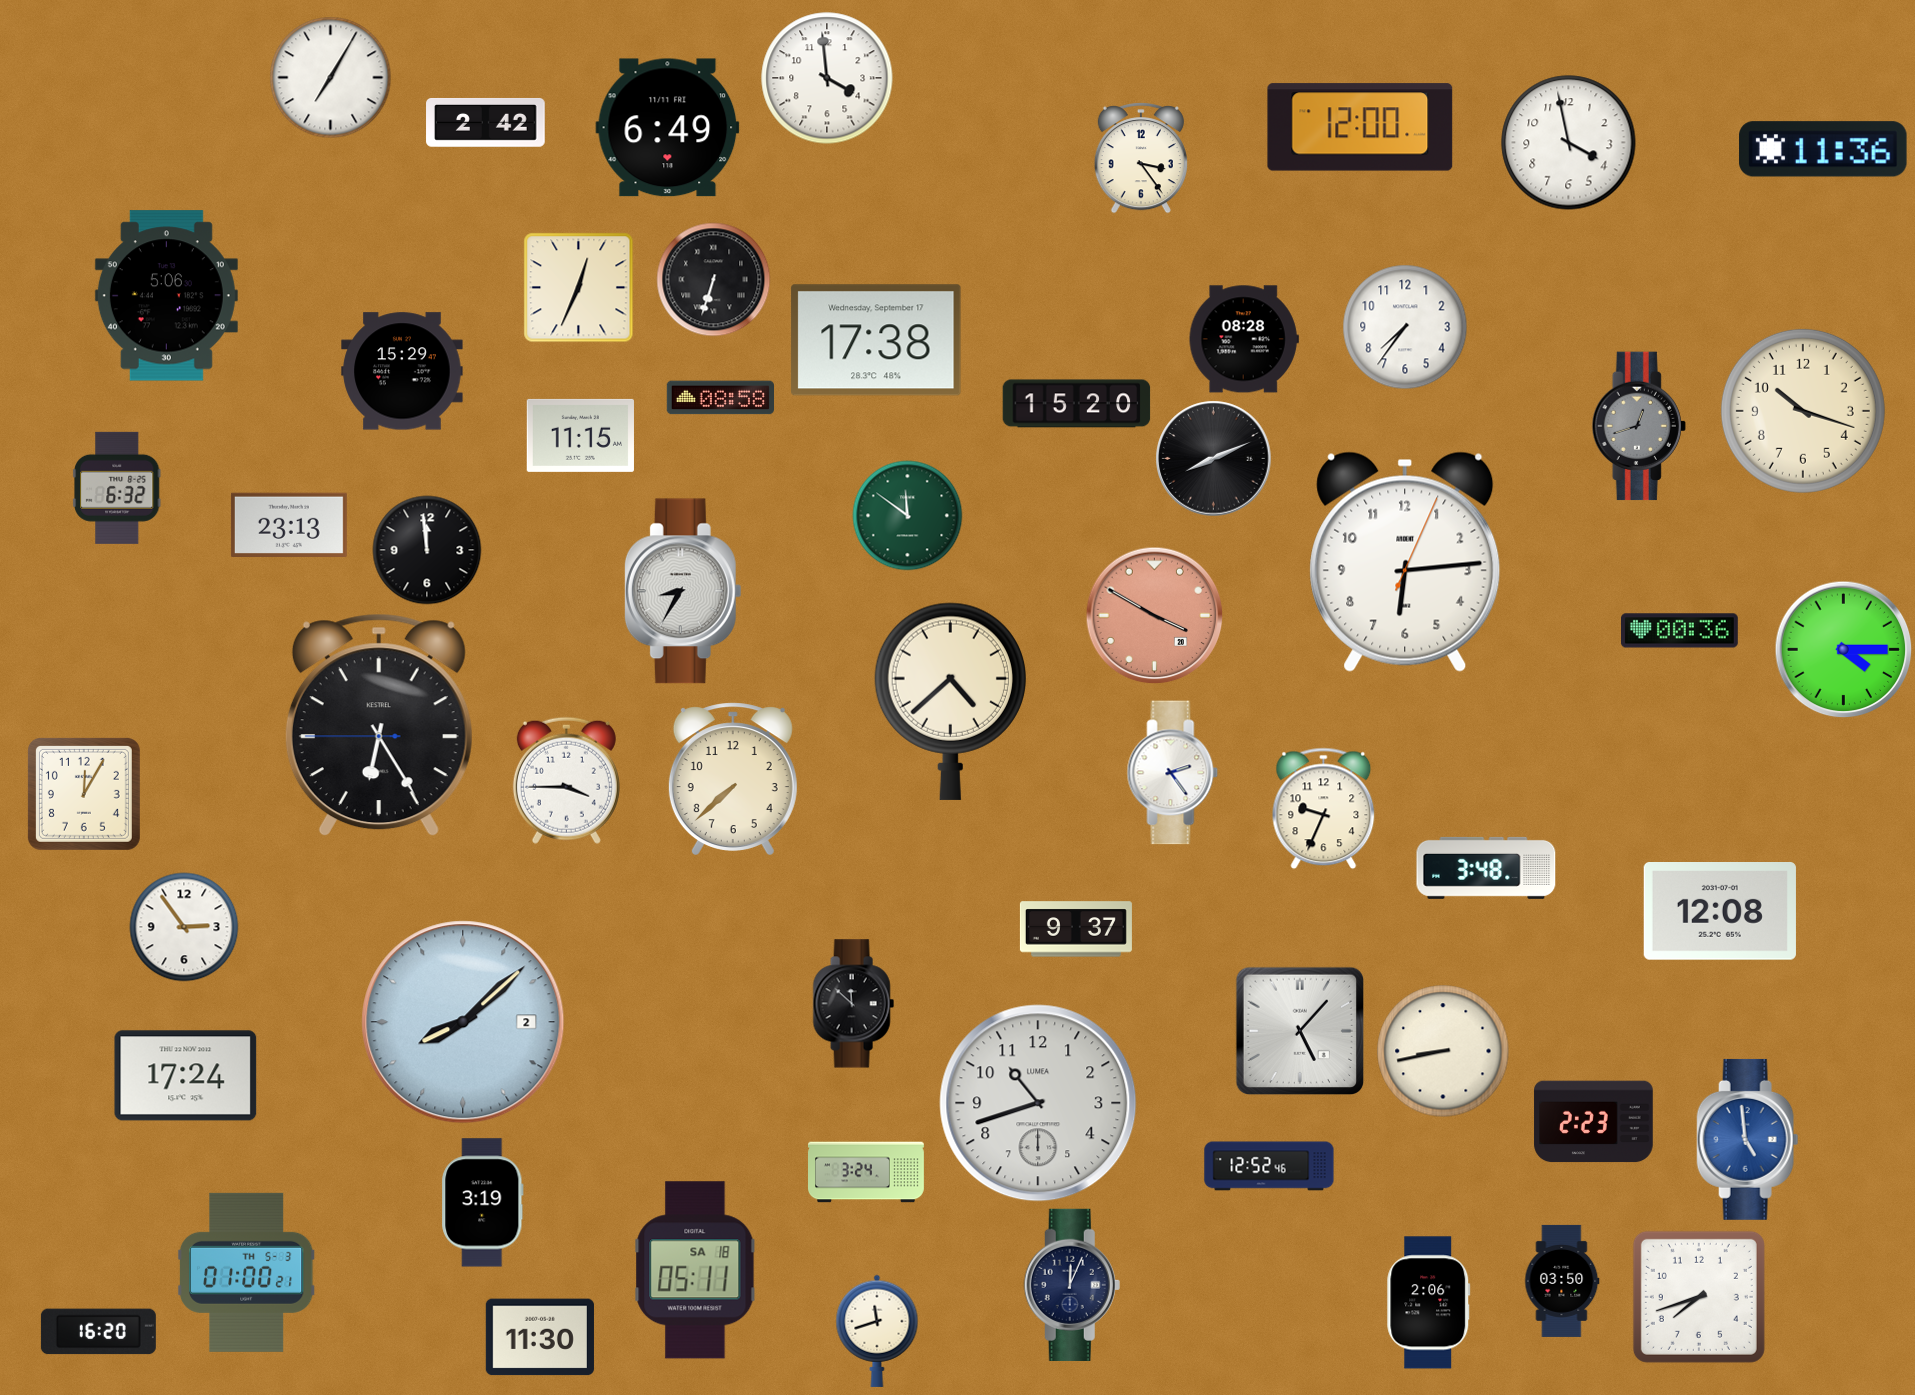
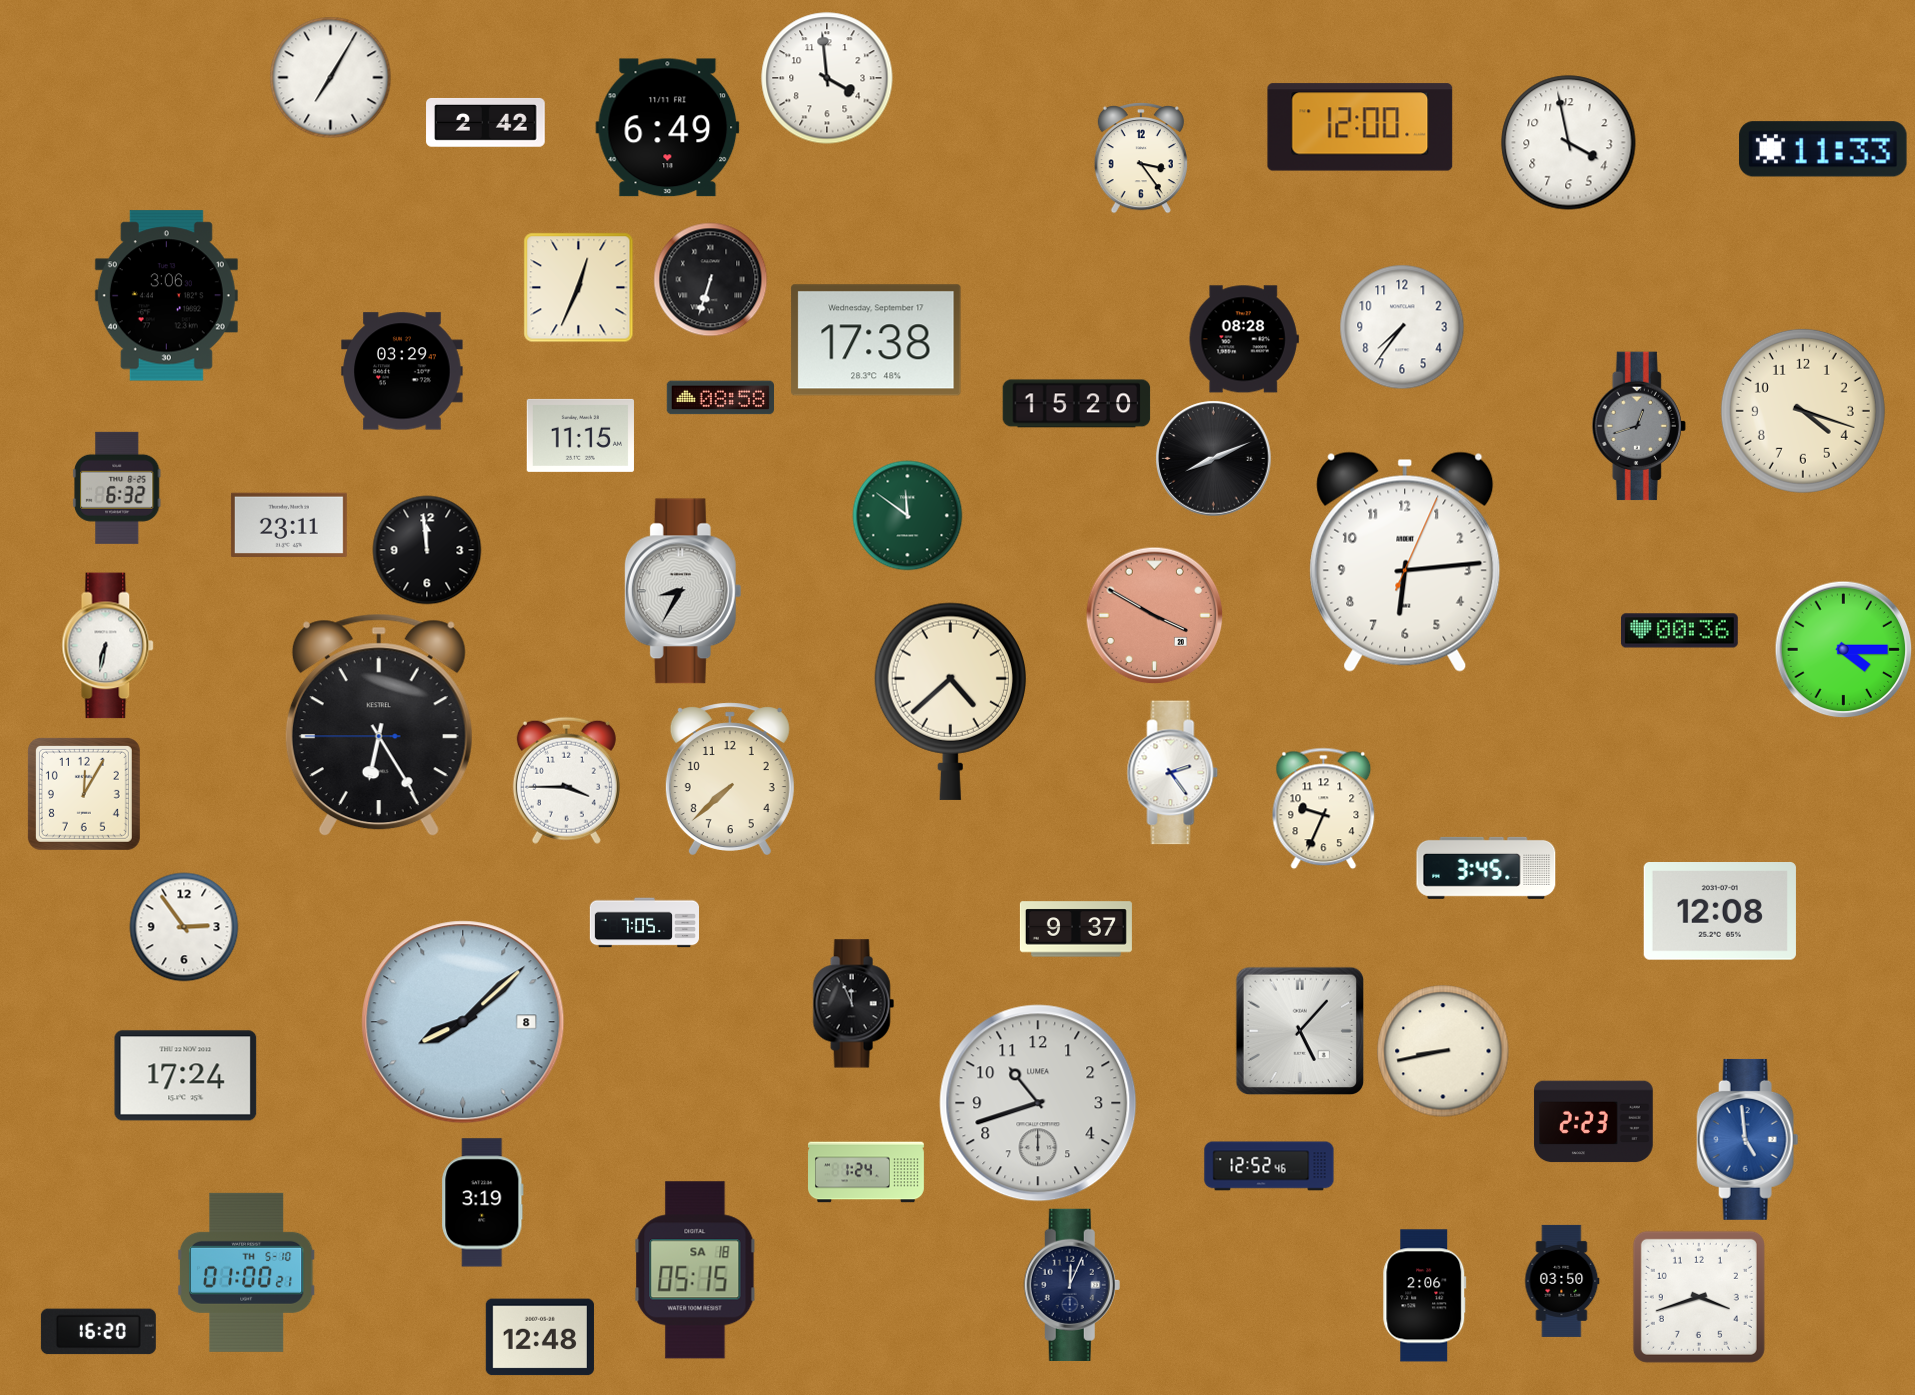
clock at (1823, 149): 11:36 -> 11:33
clock at (714, 280) position: (714, 280) -> (711, 280)
clock at (166, 296): 5:06 -> 3:06
clock at (1405, 327) position: (1405, 327) -> (1402, 327)
clock at (402, 371): 15:29 -> 03:29
clock at (1803, 411): 10:18 -> 4:18
clock at (289, 524): 23:13 -> 23:11
clock at (108, 646): none -> 6:32
clock at (733, 779) position: (733, 779) -> (730, 779)
clock at (1486, 868): 3:48 -> 3:45
clock at (644, 923): none -> 7:05
clock at (853, 1004): 11:52 -> 11:56
clock at (463, 1022) date: 2 -> 8
clock at (867, 1172): 3:24 -> 1:24
clock at (695, 1270): 05:11 -> 05:15
clock at (246, 1272) date: TH 5-3 -> TH 5-10
clock at (1699, 1297): 7:42 -> 3:42
clock at (1429, 1303) position: (1429, 1303) -> (1425, 1296)
clock at (877, 1331): 11:42 -> none
clock at (540, 1337): 11:30 -> 12:48
